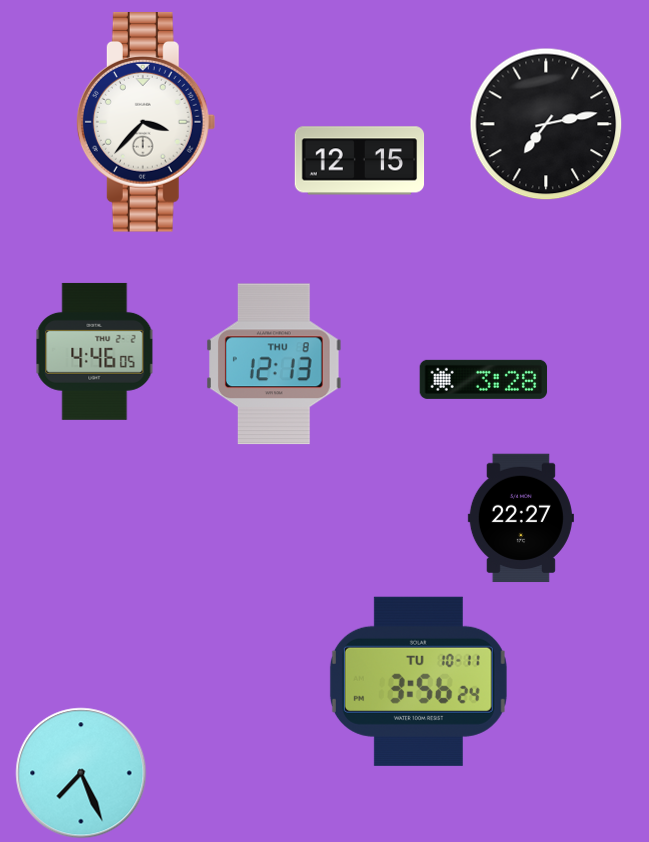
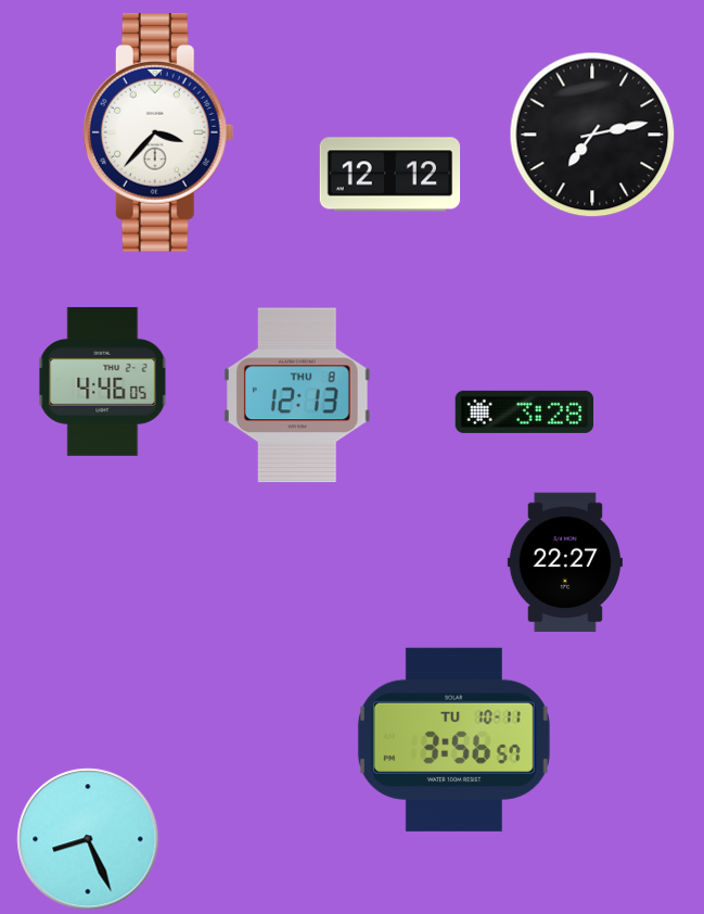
clock at (360, 161): 12:15 -> 12:12
clock at (418, 681): 3:56:24 -> 3:56:57
clock at (81, 773): 7:26 -> 8:26
